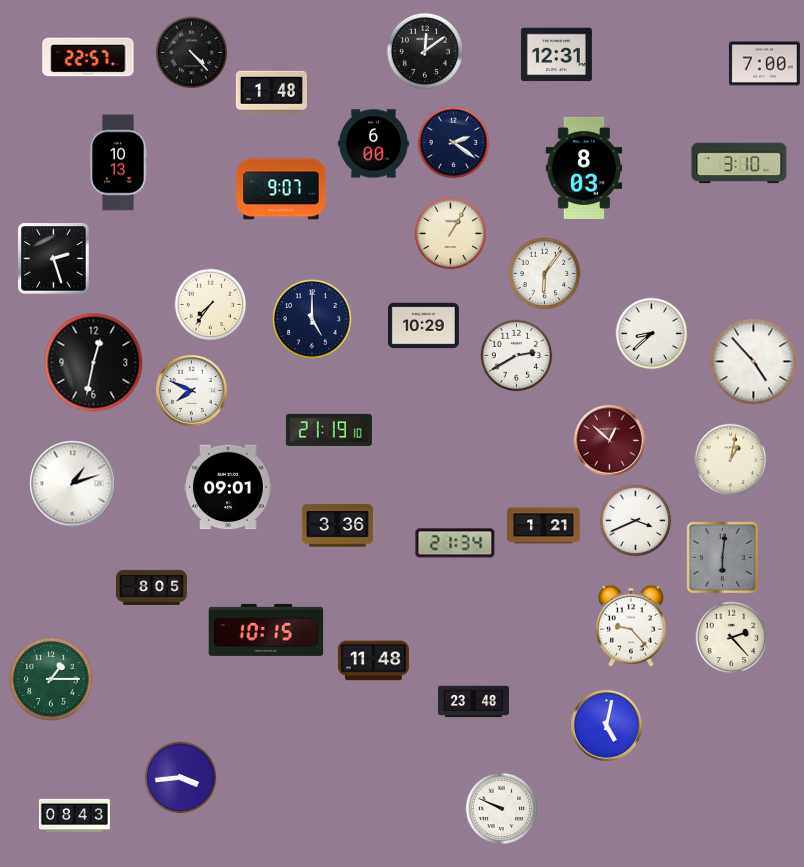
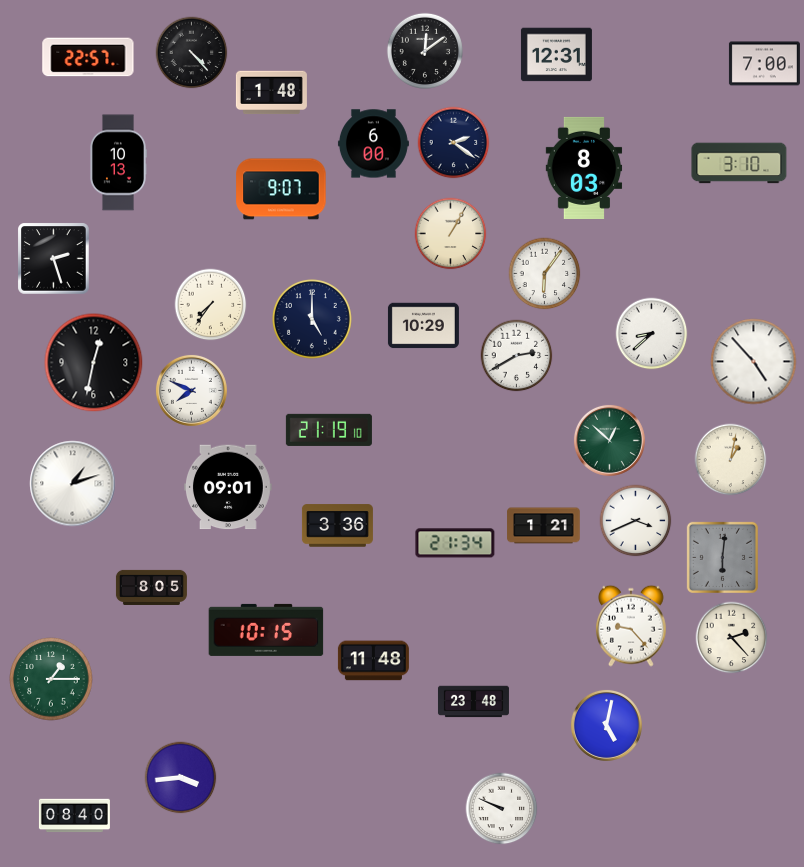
clock at (609, 440) dial: burgundy -> green
clock at (74, 816): 08:43 -> 08:40
